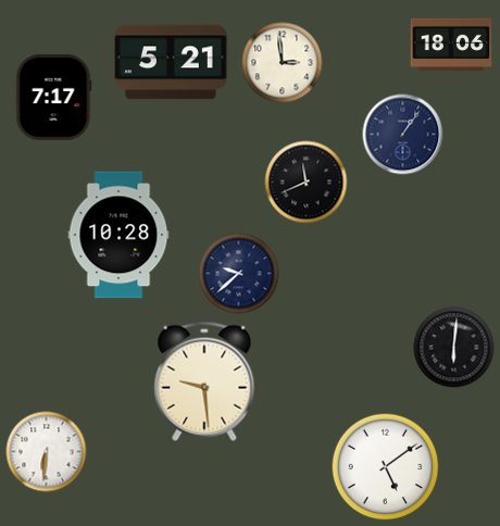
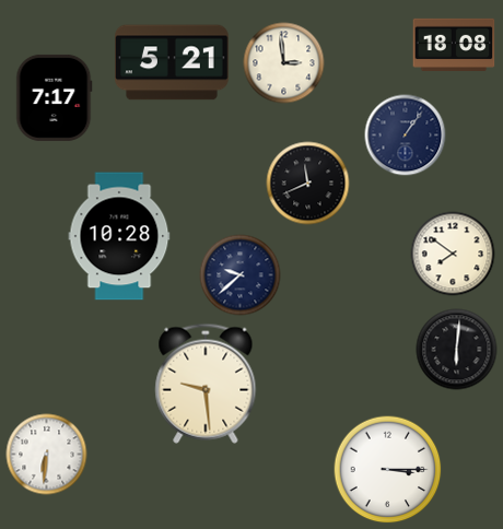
clock at (451, 45): 18:06 -> 18:08
clock at (453, 254): none -> 7:51
clock at (386, 467): 5:09 -> 3:15
